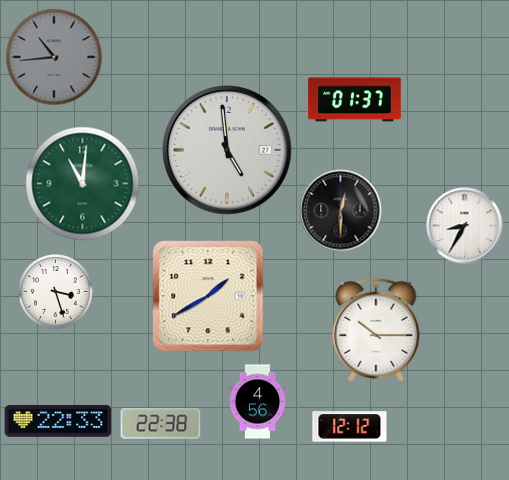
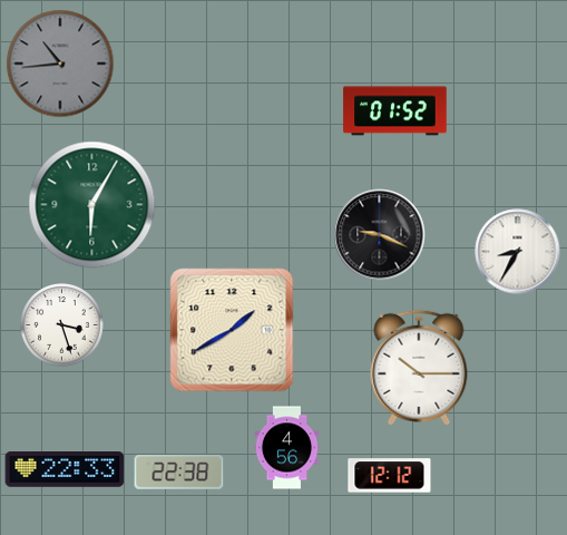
clock at (355, 100): 01:37 -> 01:52
clock at (228, 151): 4:59 -> none
clock at (83, 184): 11:01 -> 6:05
clock at (341, 211): 12:30 -> 9:19
